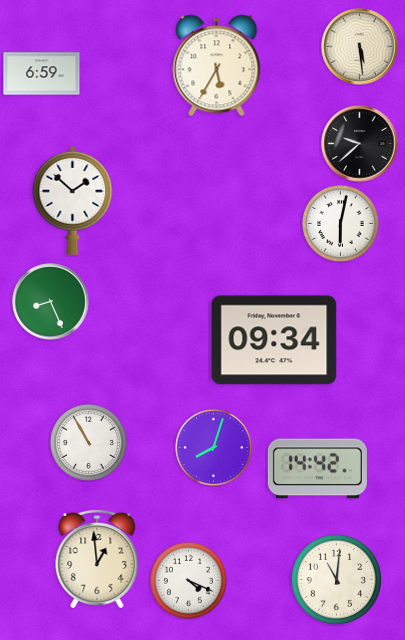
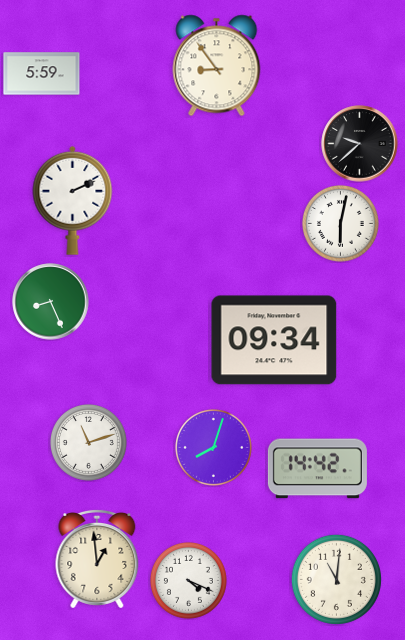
clock at (360, 47): 5:29 -> none
clock at (217, 66): 5:35 -> 8:54
clock at (42, 74): 6:59 -> 5:59
clock at (73, 200): 1:52 -> 2:11
clock at (88, 442): 10:55 -> 11:12
